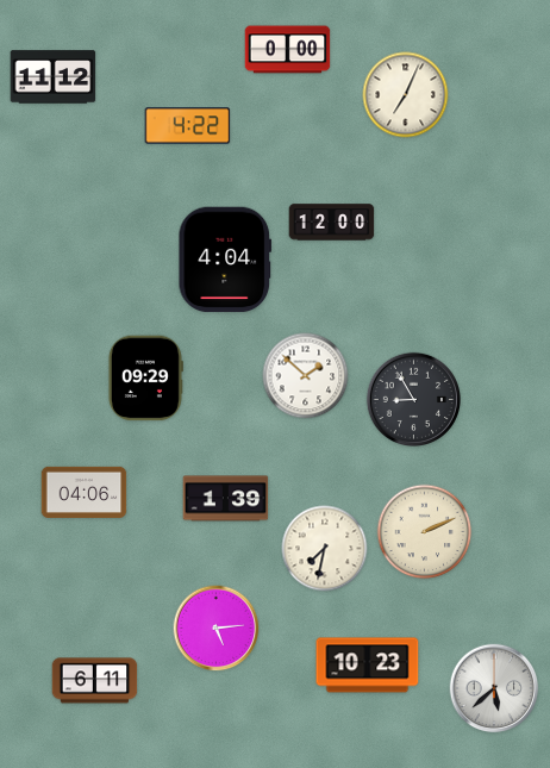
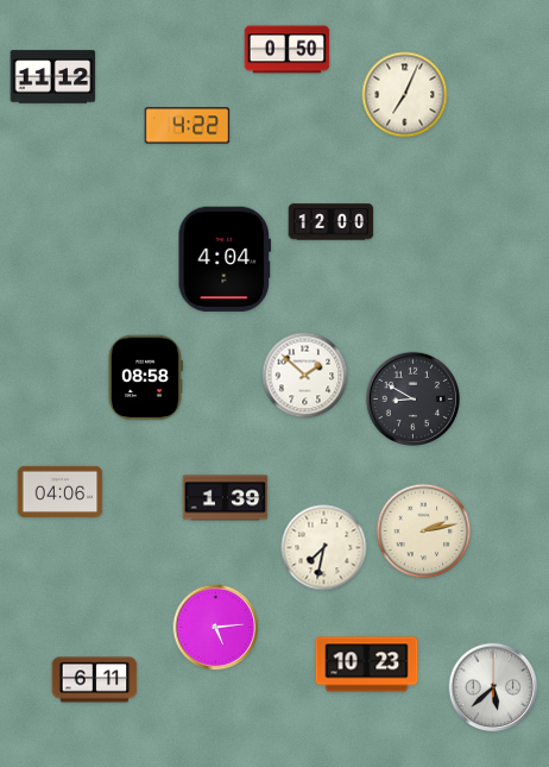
clock at (288, 50): 0:00 -> 0:50
clock at (145, 379): 09:29 -> 08:58
clock at (413, 399): 8:55 -> 8:50
clock at (85, 492) position: (85, 492) -> (61, 491)
clock at (425, 532): 2:11 -> 2:13
